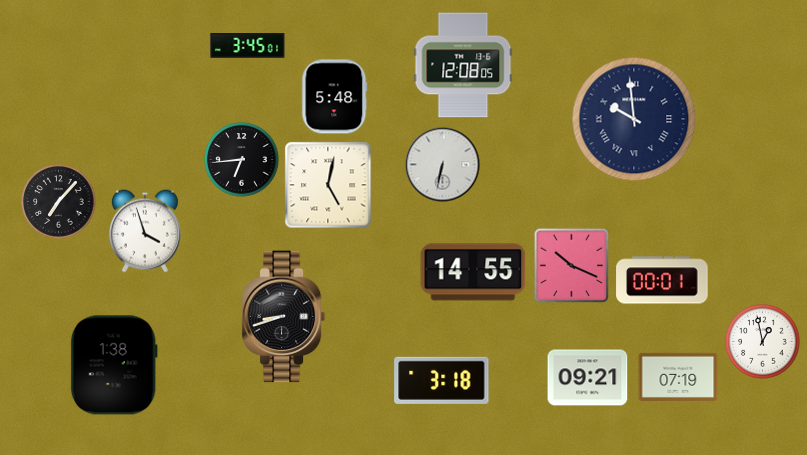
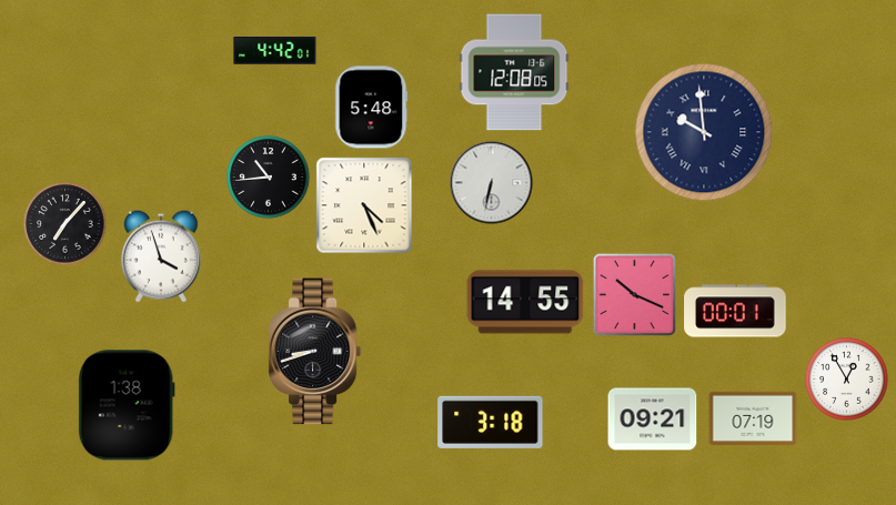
clock at (248, 46): 3:45 -> 4:42
clock at (242, 160): 6:44 -> 10:44
clock at (328, 185): 5:02 -> 4:26
clock at (763, 342): 12:58 -> 12:55
